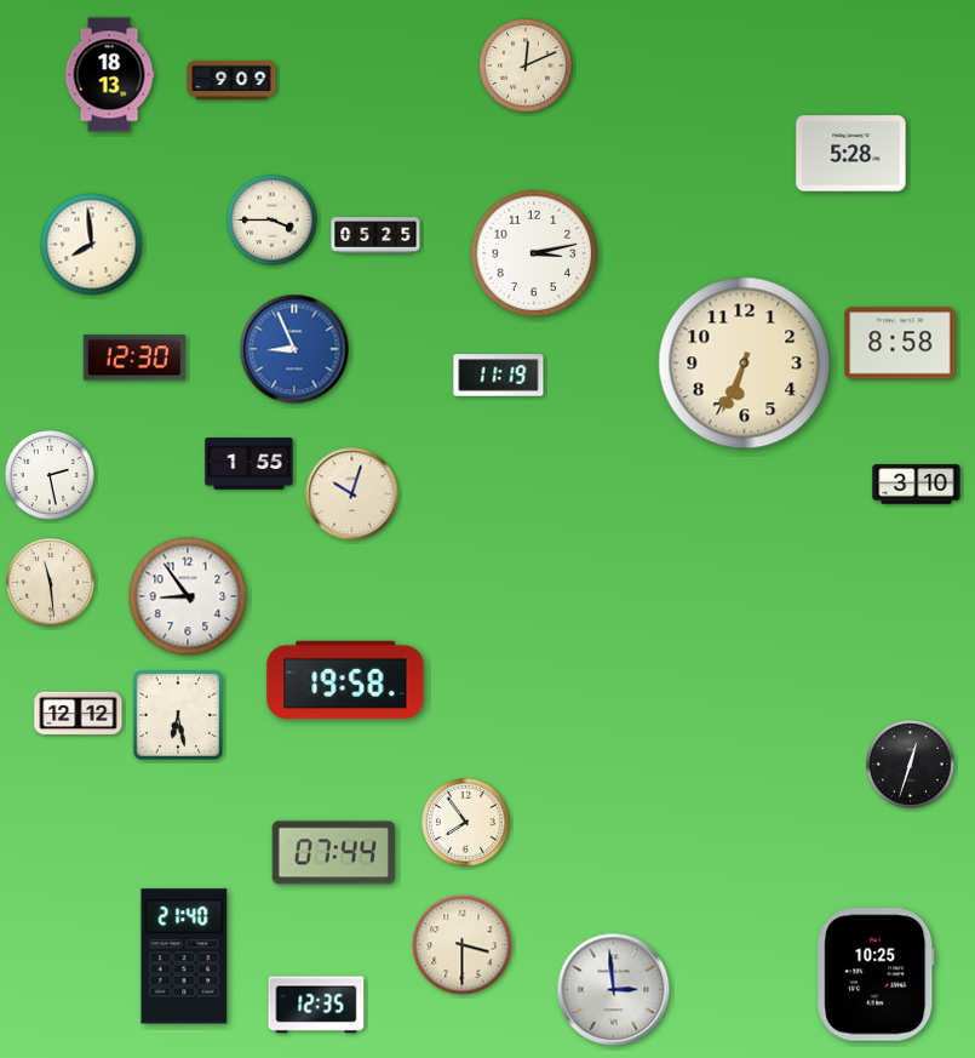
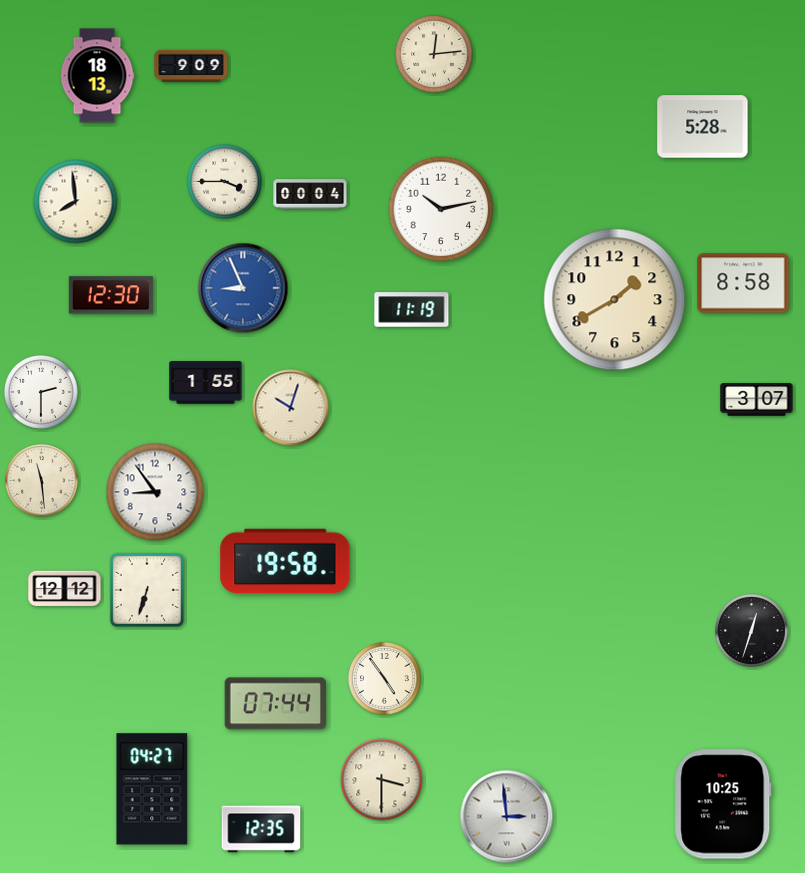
clock at (526, 65): 12:11 -> 12:14
clock at (109, 75) position: (109, 75) -> (97, 76)
clock at (375, 235): 05:25 -> 00:04
clock at (534, 253): 3:13 -> 10:13
clock at (745, 364): 6:34 -> 1:40
clock at (51, 476): 2:28 -> 2:30
clock at (917, 485): 3:10 -> 3:07
clock at (178, 715): 6:28 -> 6:33
clock at (466, 823): 7:54 -> 4:54
clock at (184, 956): 21:40 -> 04:27
